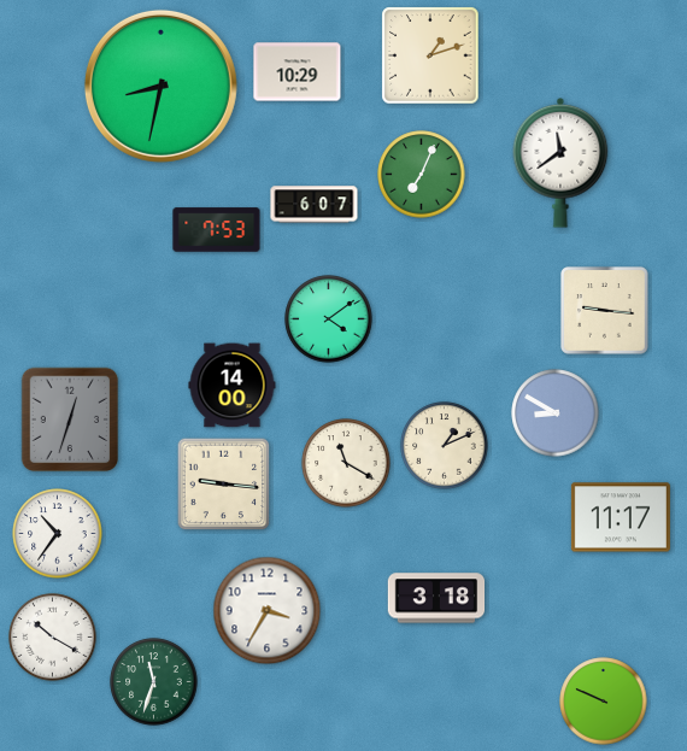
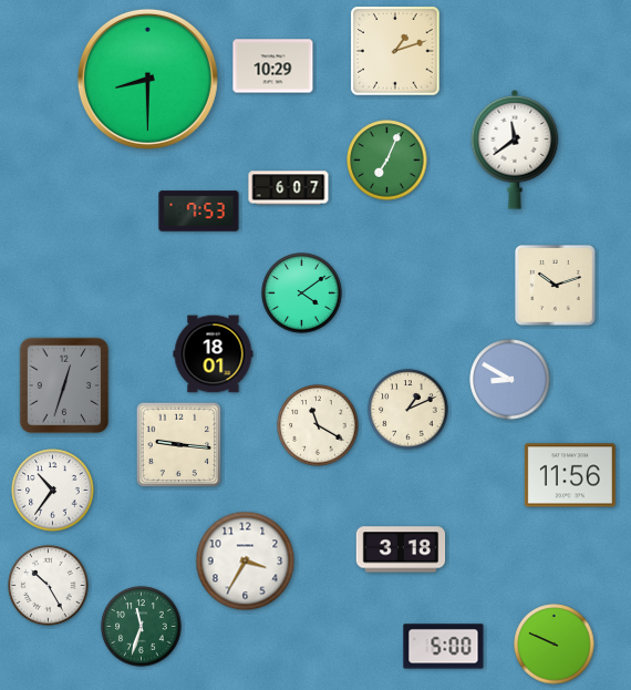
clock at (160, 86): 8:32 -> 8:30
clock at (605, 311): 9:16 -> 10:12
clock at (233, 386): 14:00 -> 18:01
clock at (224, 485) position: (224, 485) -> (179, 445)
clock at (621, 517): 11:17 -> 11:56
clock at (53, 638): 10:20 -> 10:25
clock at (444, 647): none -> 5:00
